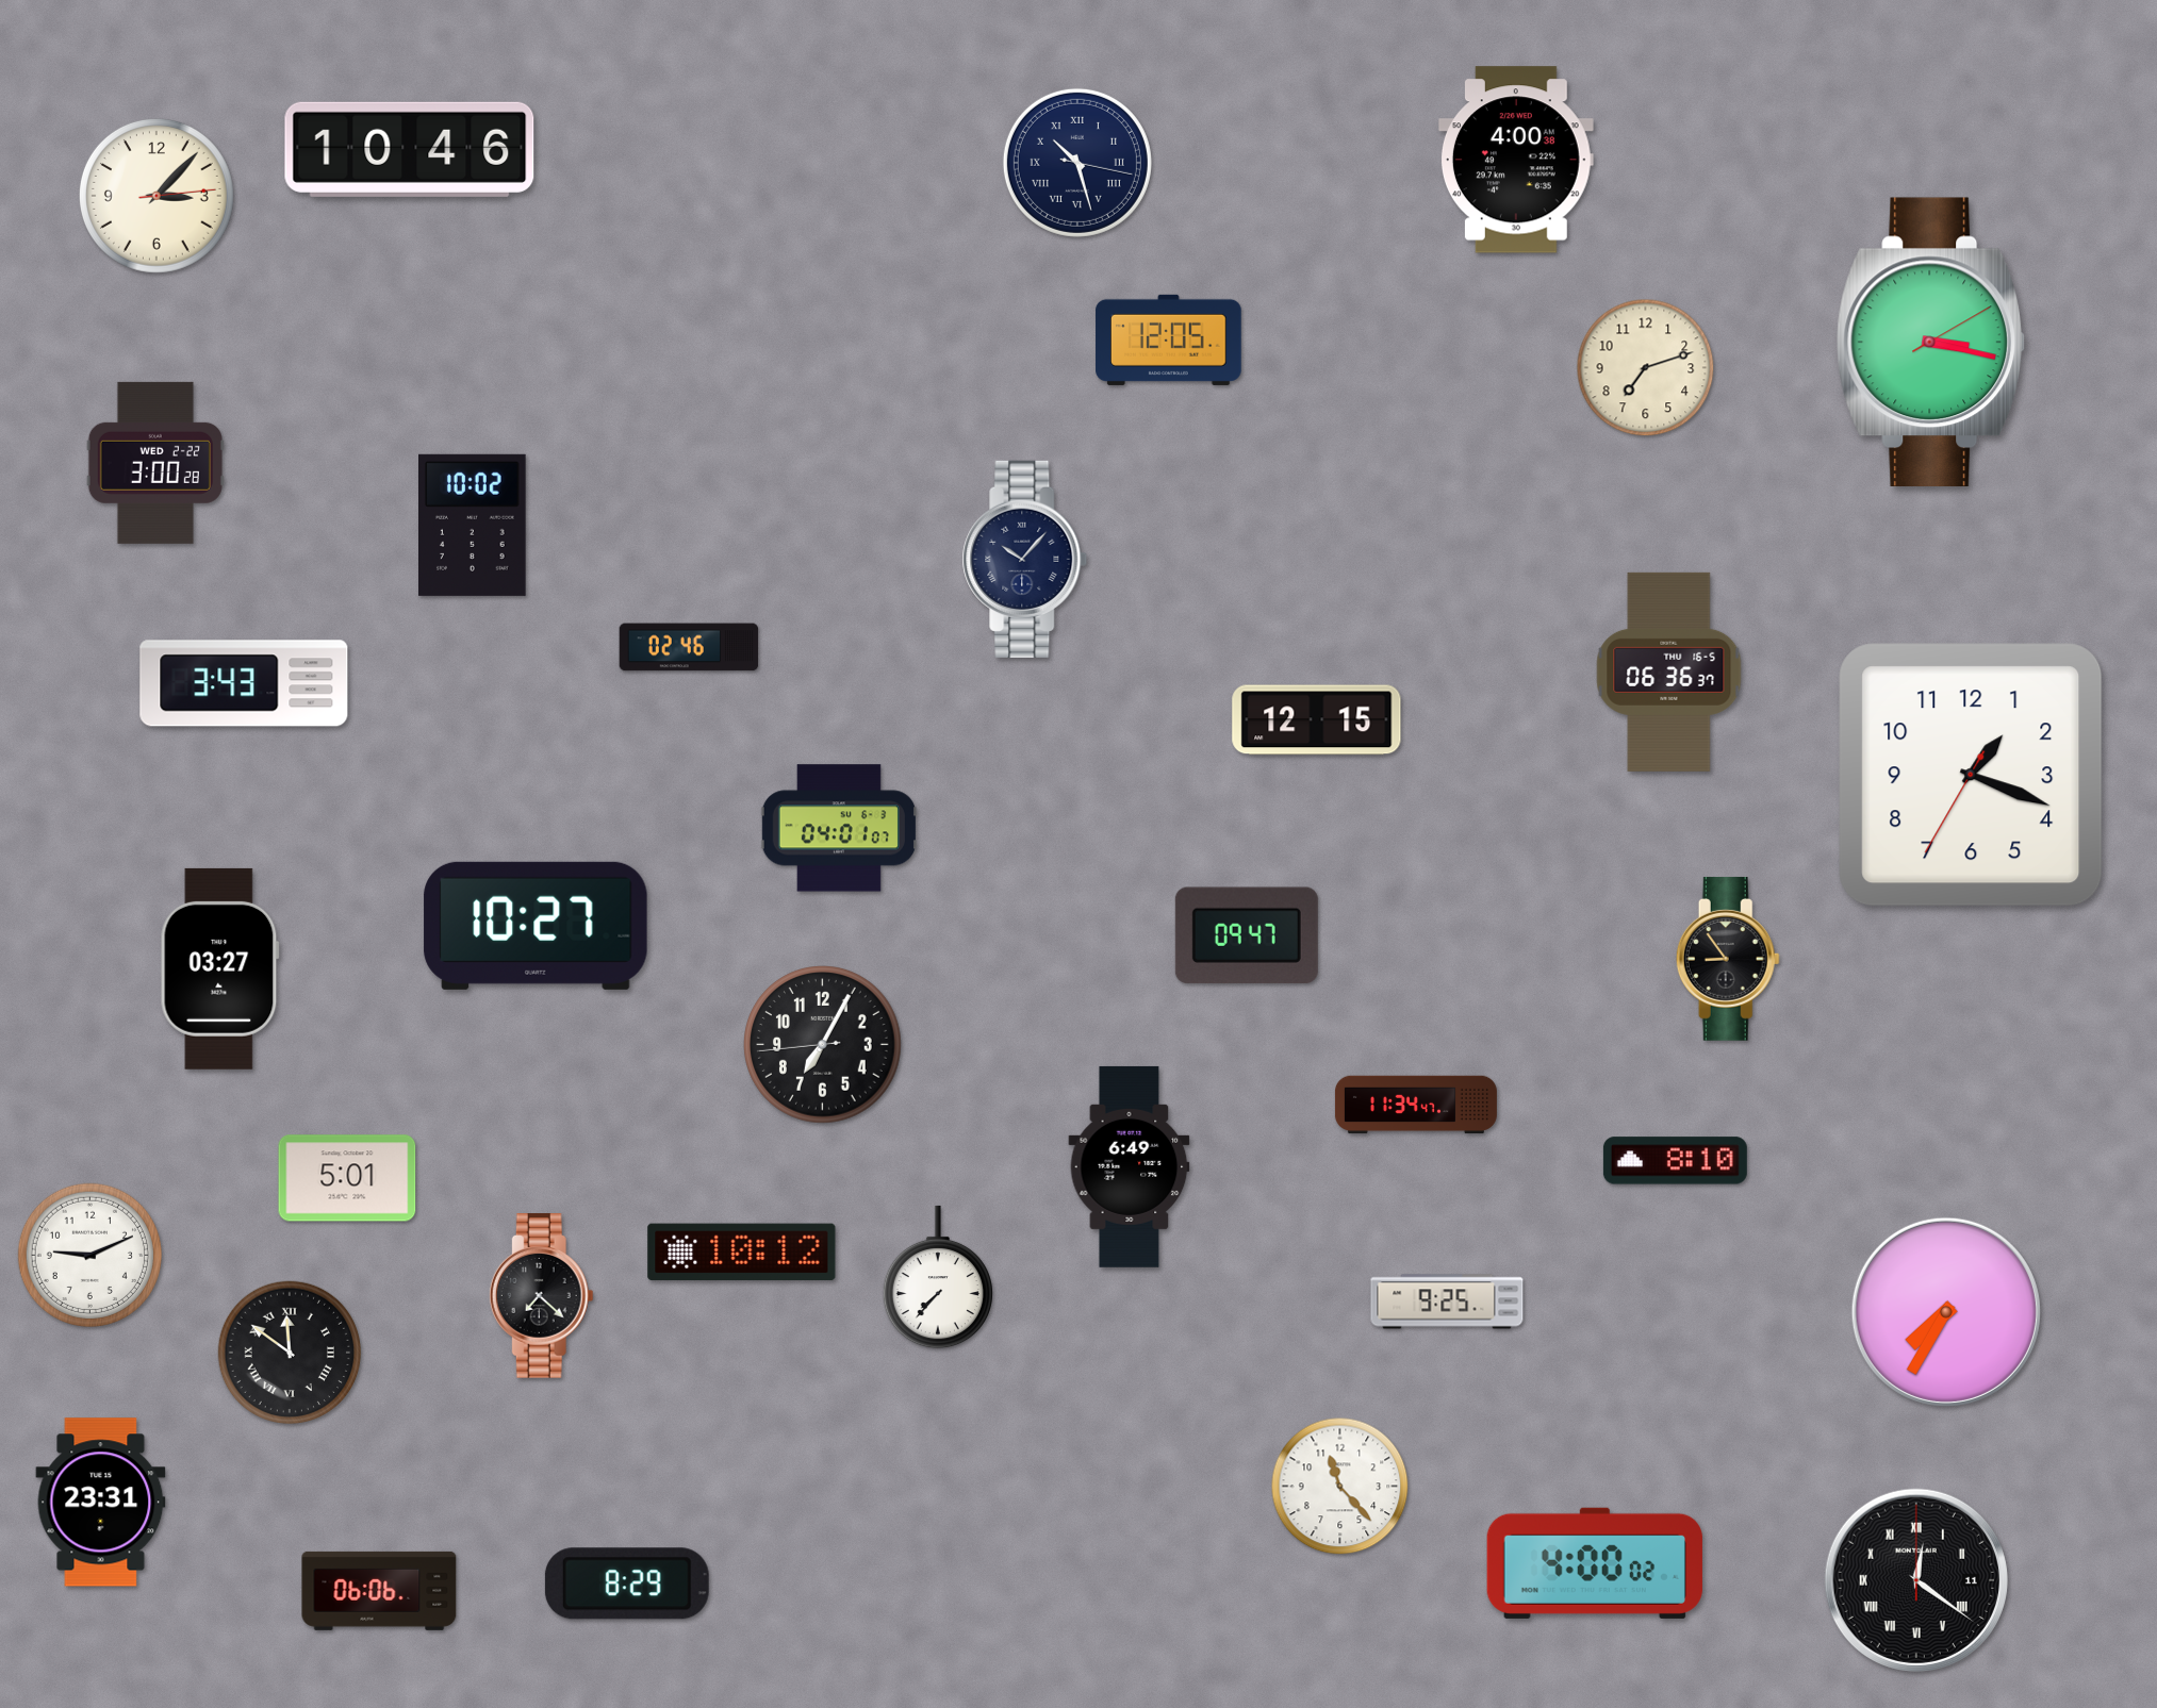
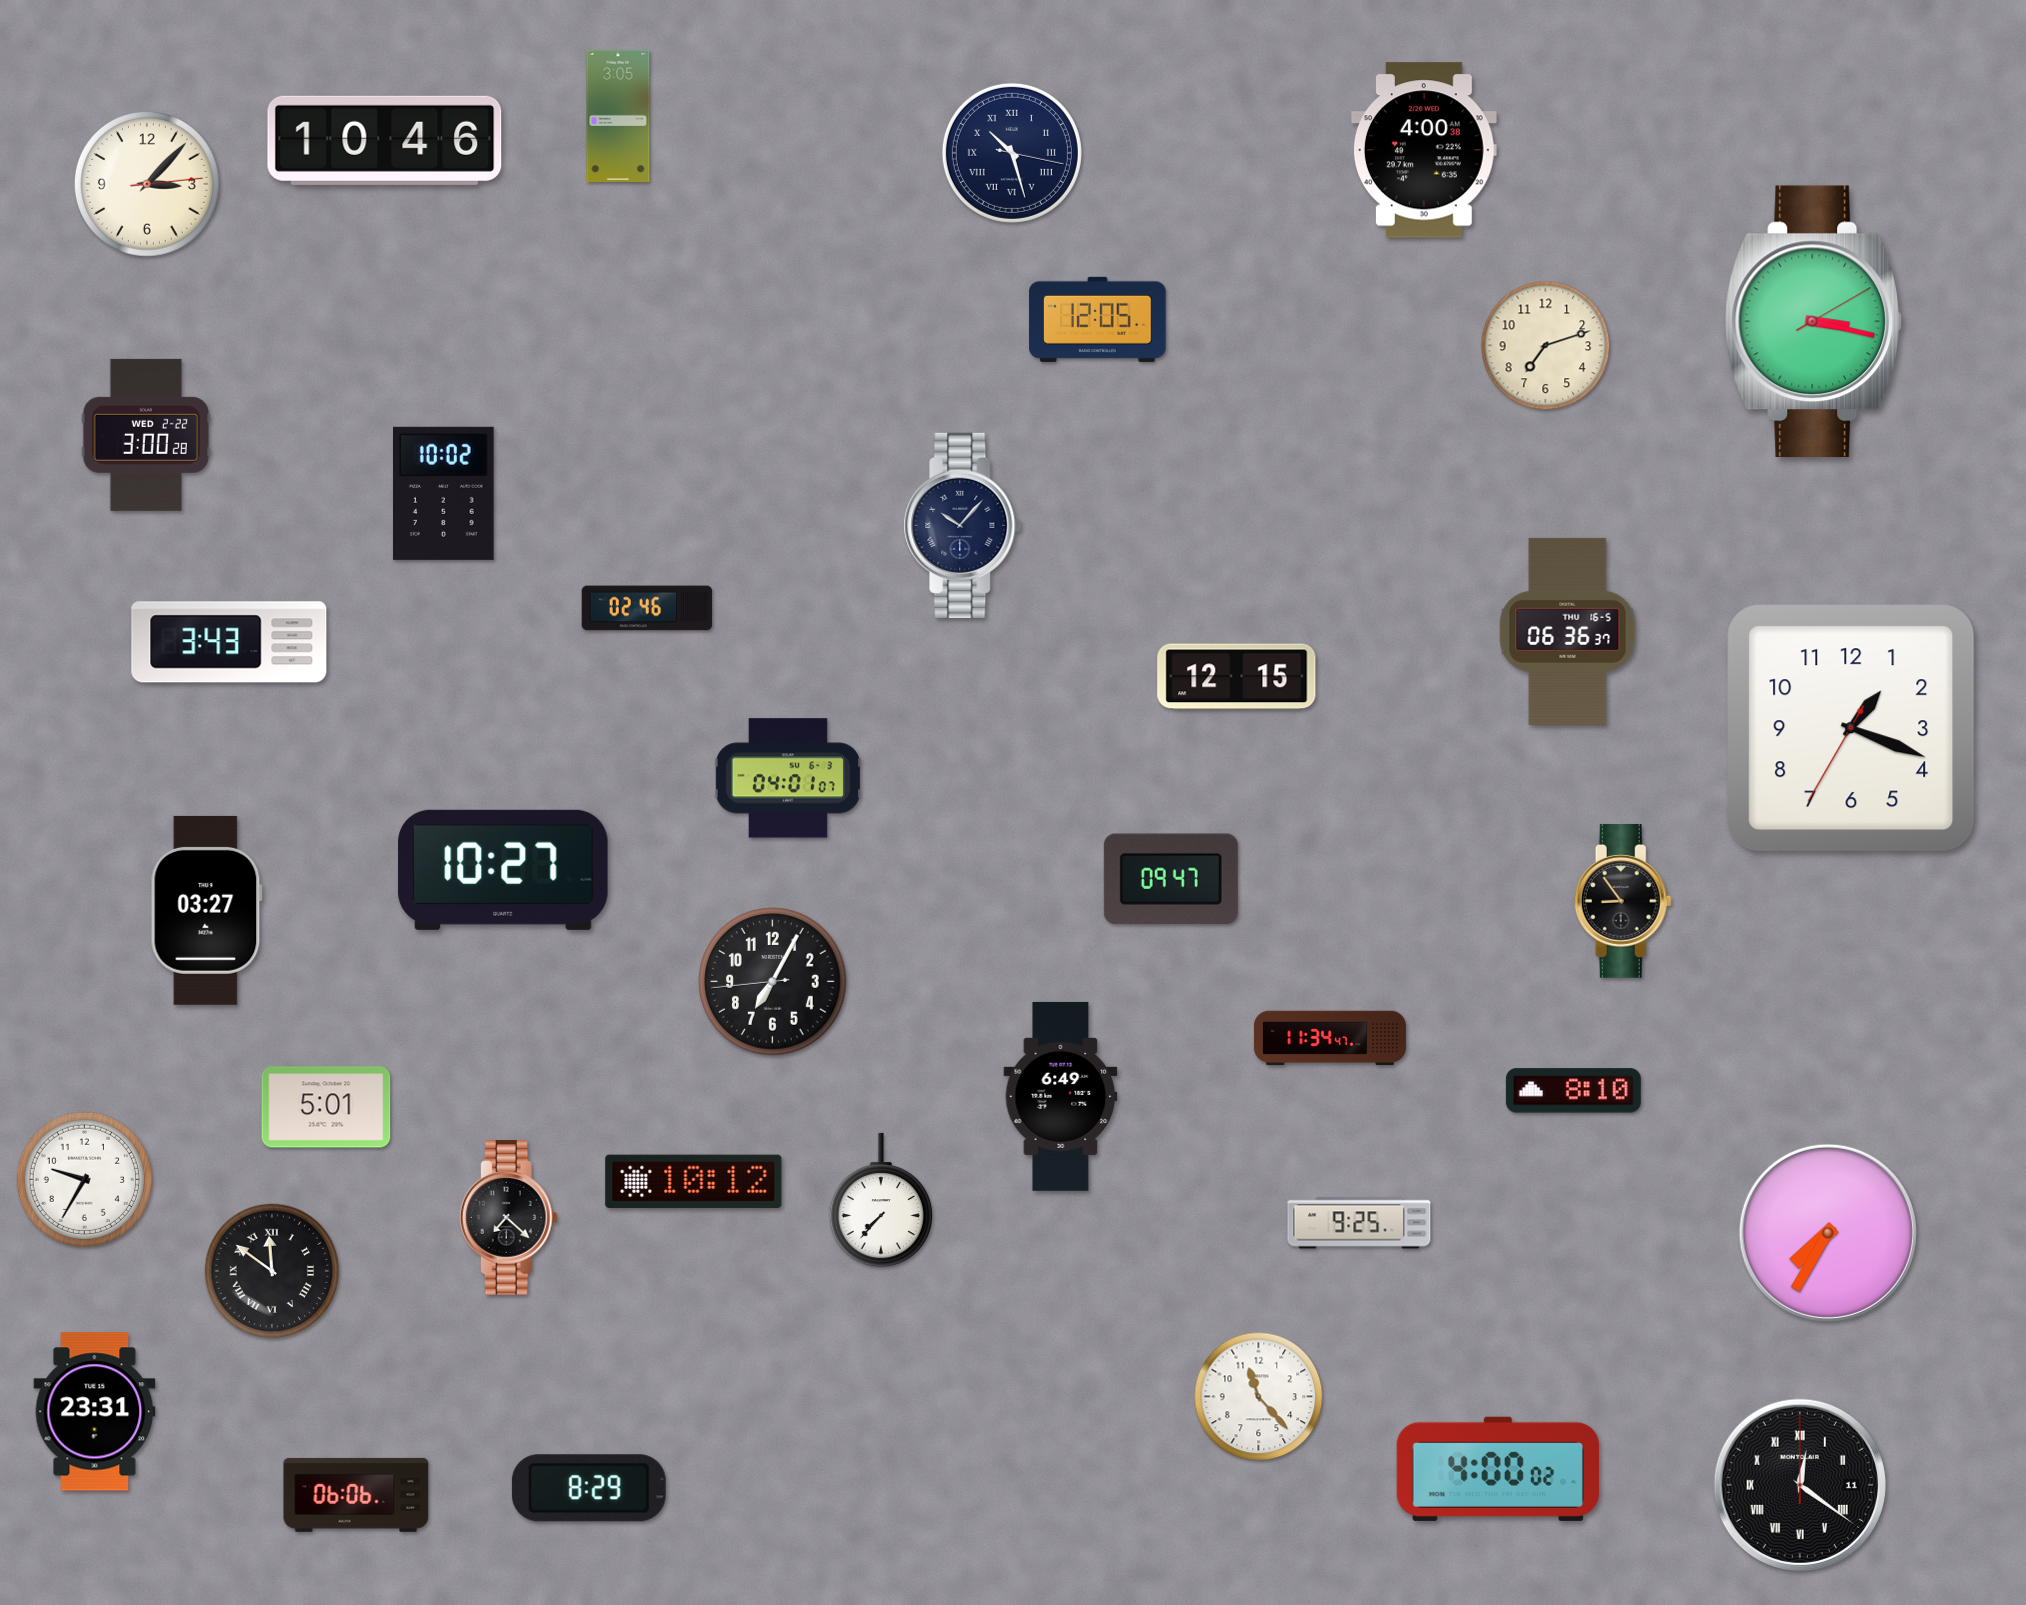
clock at (618, 116): none -> 3:05
clock at (742, 1253) position: (742, 1253) -> (694, 1182)
clock at (89, 1255): 9:11 -> 9:35
